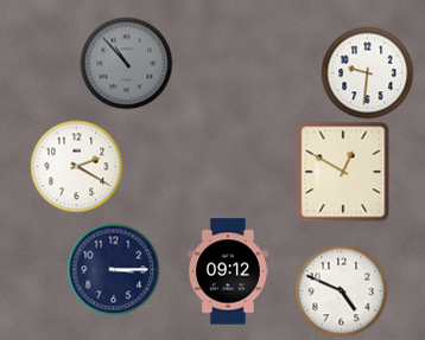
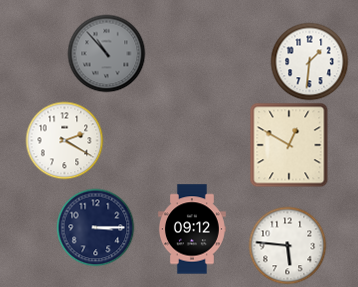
clock at (367, 72): 9:31 -> 1:31
clock at (341, 290): 4:49 -> 5:46
